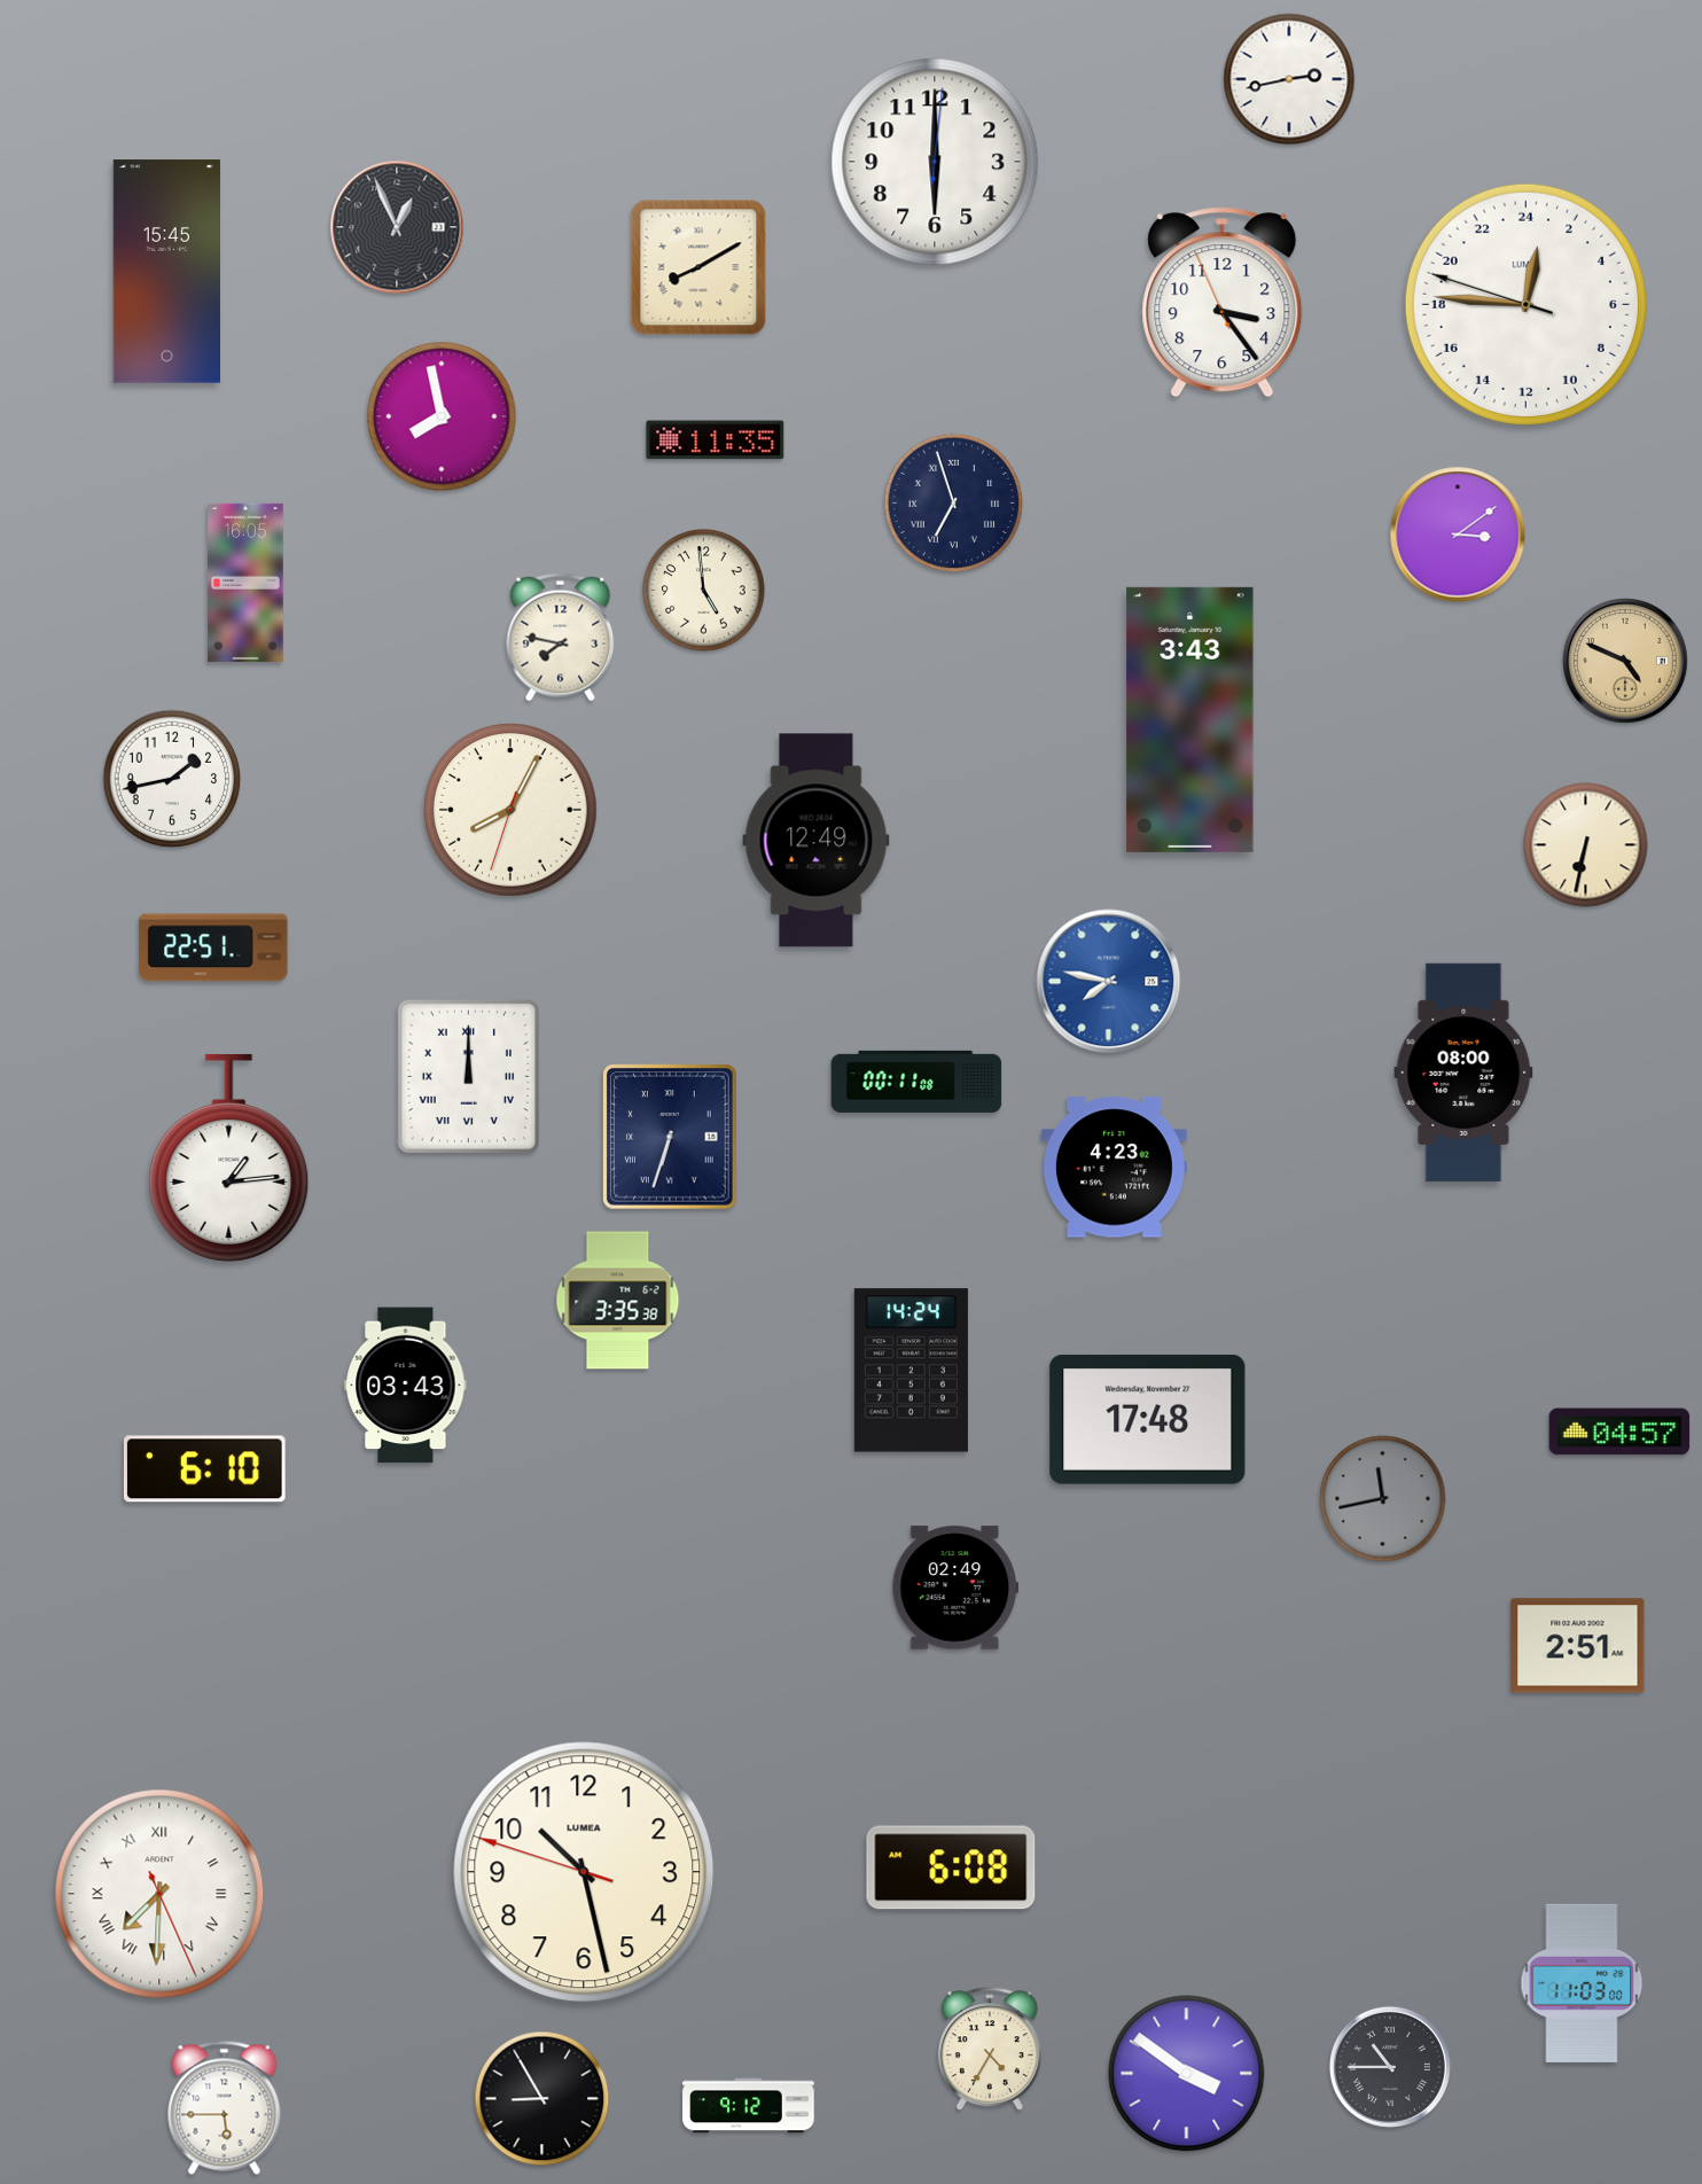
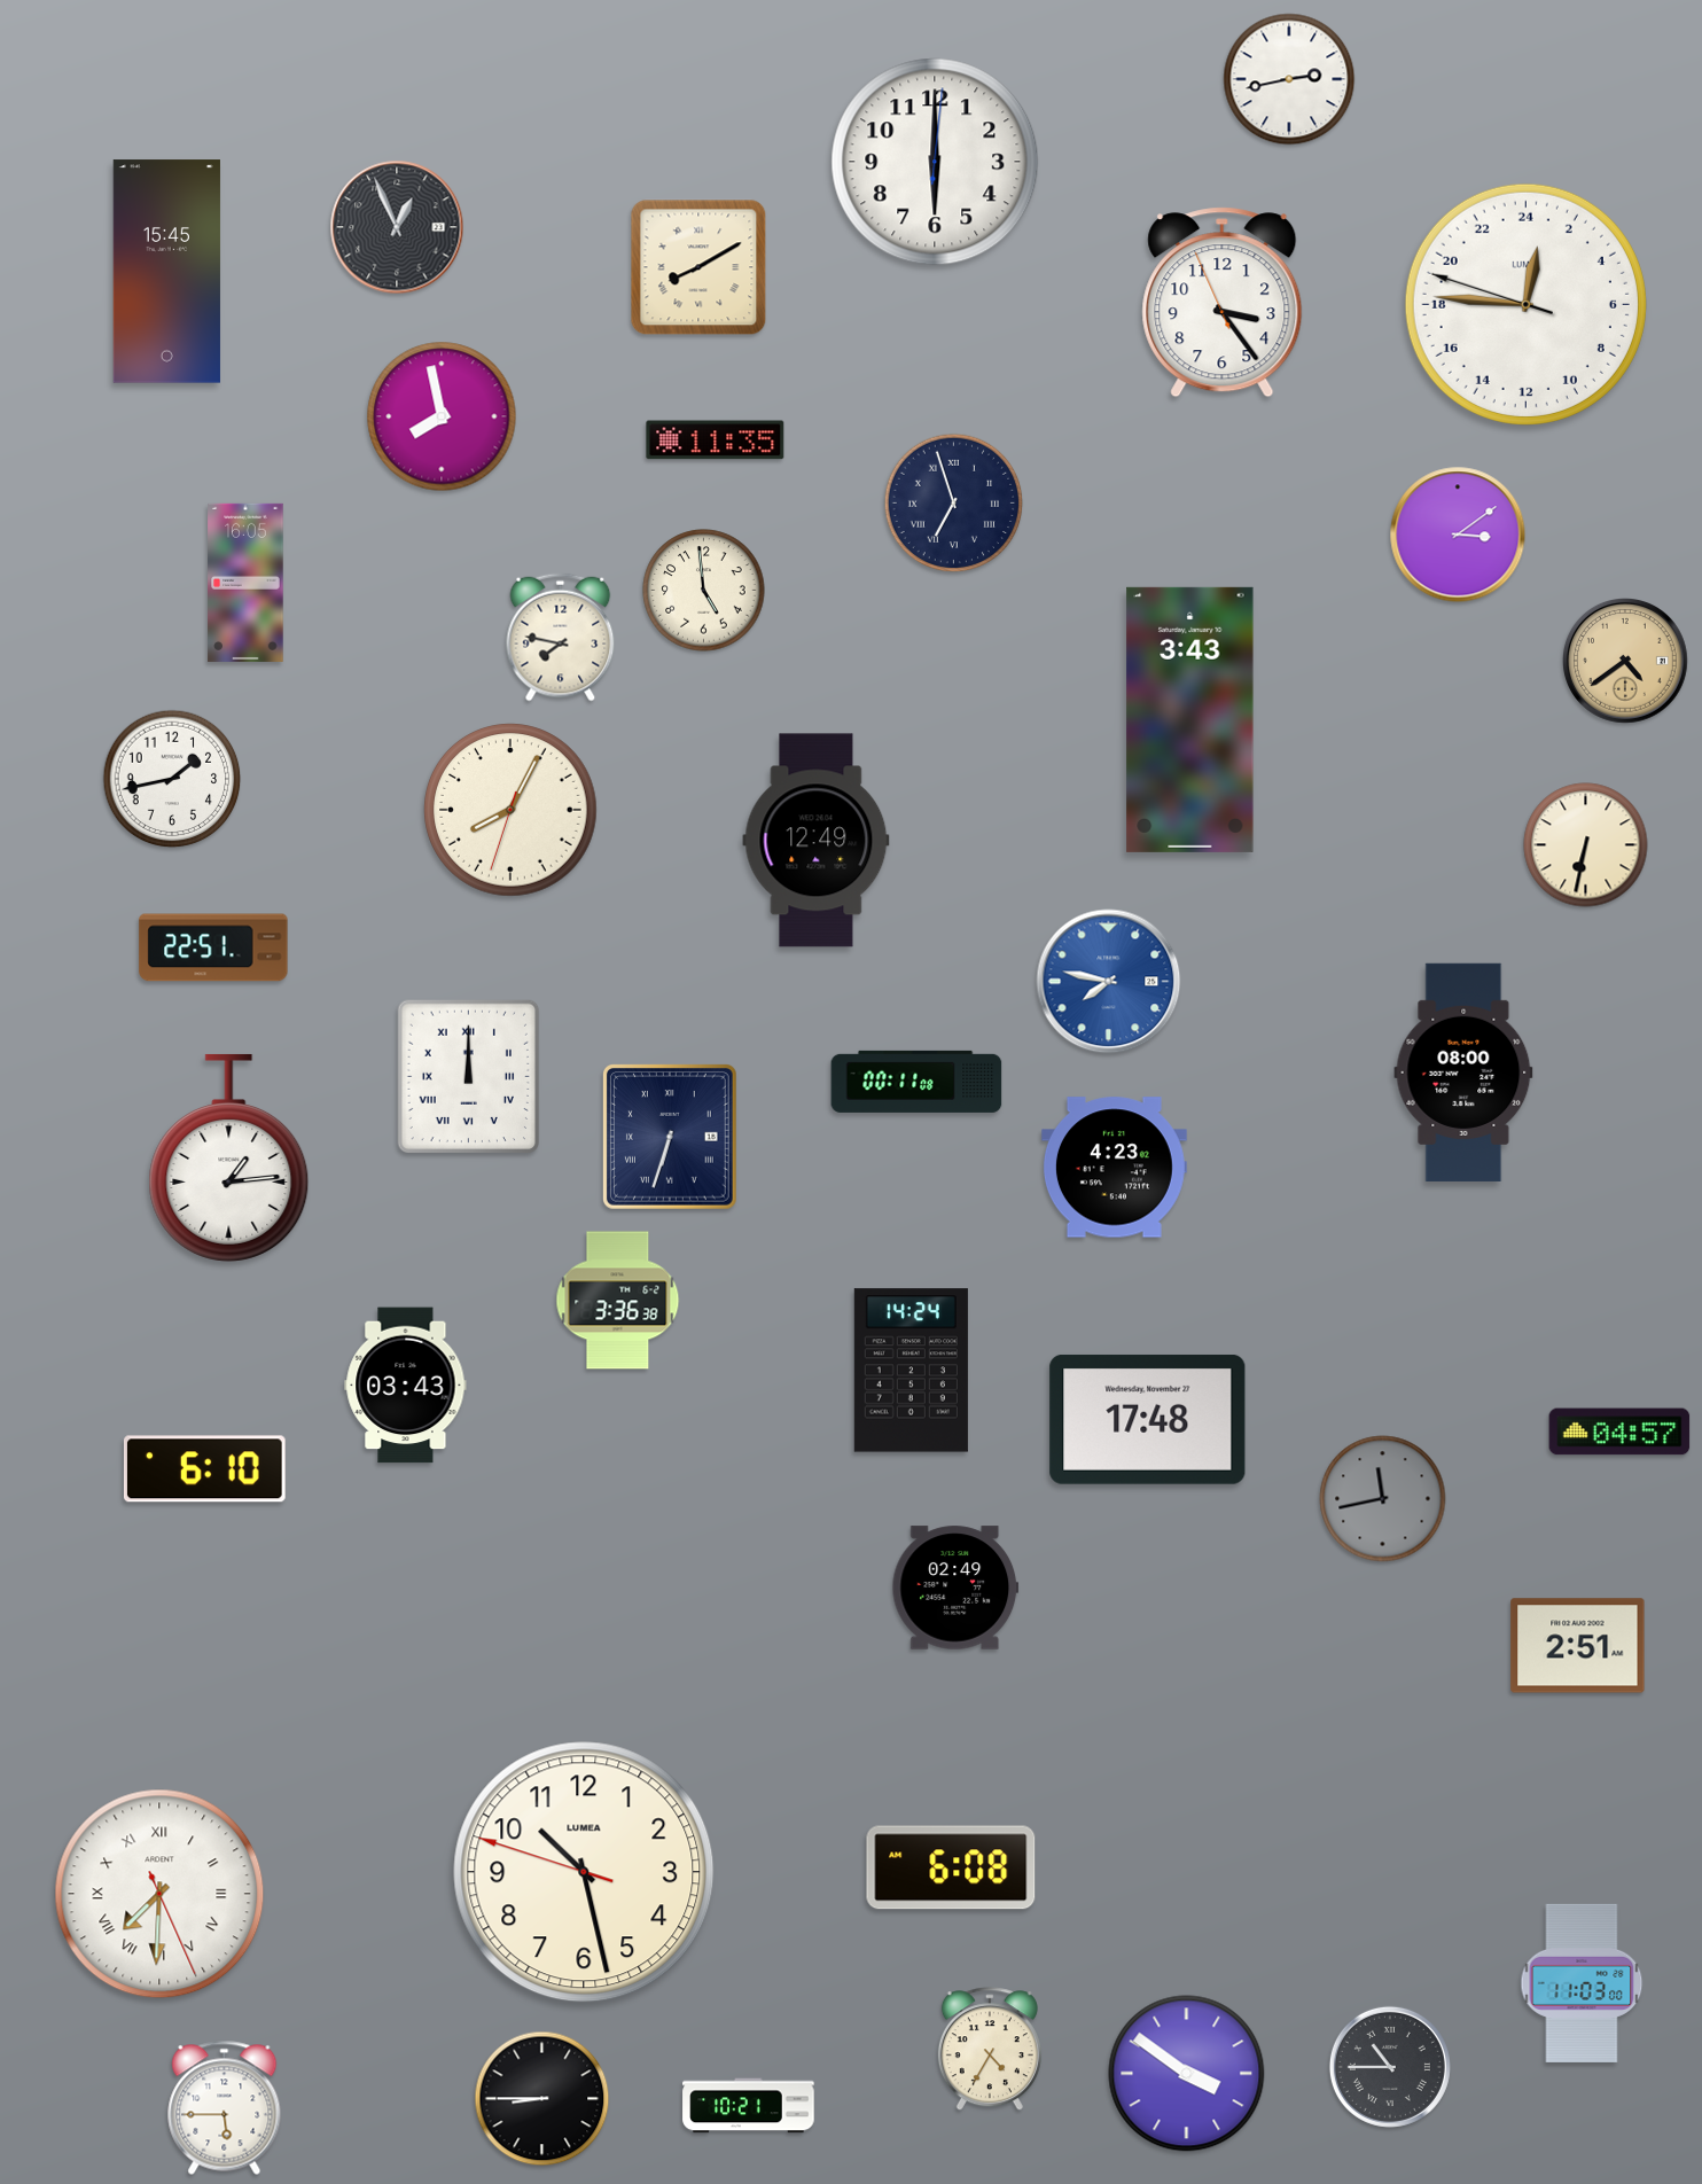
clock at (1626, 662): 4:49 -> 4:39
clock at (618, 1301): 3:35 -> 3:36
clock at (542, 2099): 8:55 -> 8:45
clock at (749, 2106): 9:12 -> 10:21
